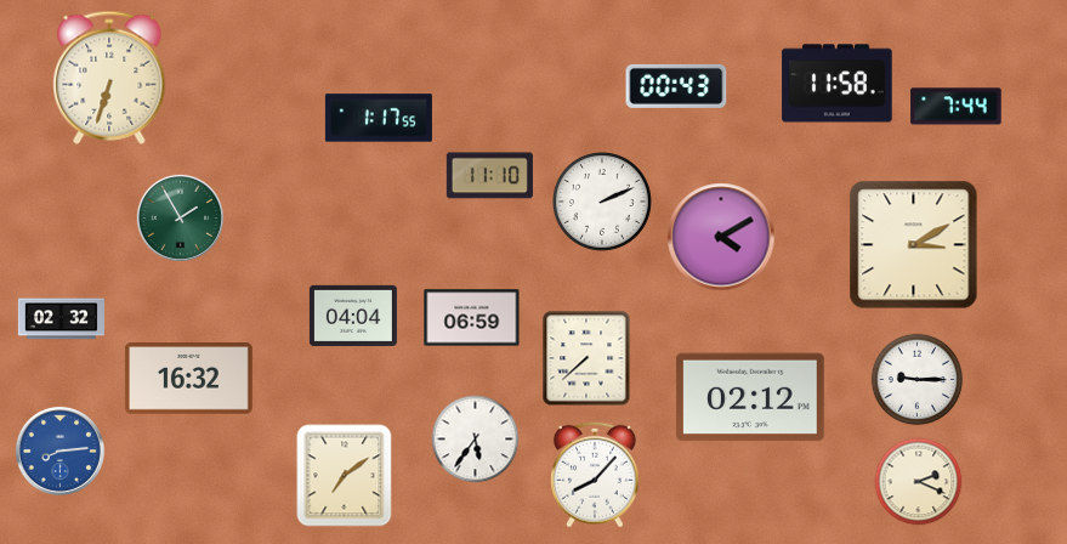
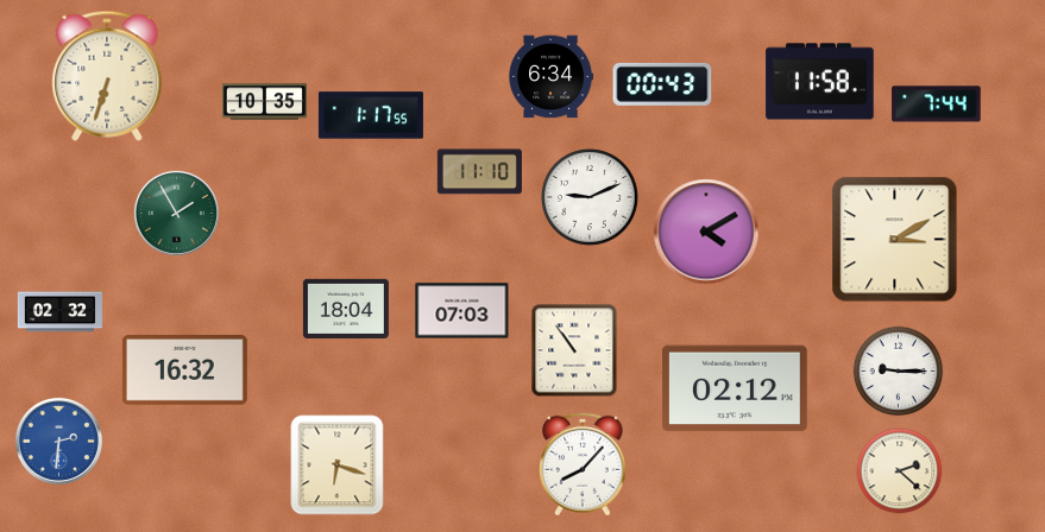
clock at (550, 77): none -> 6:34
clock at (264, 102): none -> 10:35
clock at (602, 202): 2:11 -> 9:11
clock at (353, 316): 04:04 -> 18:04
clock at (472, 318): 06:59 -> 07:03
clock at (586, 358): 7:38 -> 10:54
clock at (476, 440): 5:36 -> none
clock at (59, 450): 8:14 -> 2:31
clock at (345, 476): 7:09 -> 6:18
clock at (919, 482): 2:19 -> 2:22
